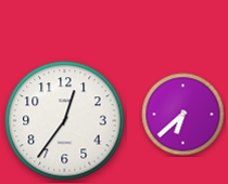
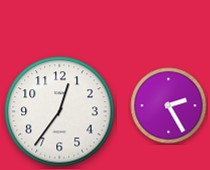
clock at (183, 115): 6:38 -> 2:25
